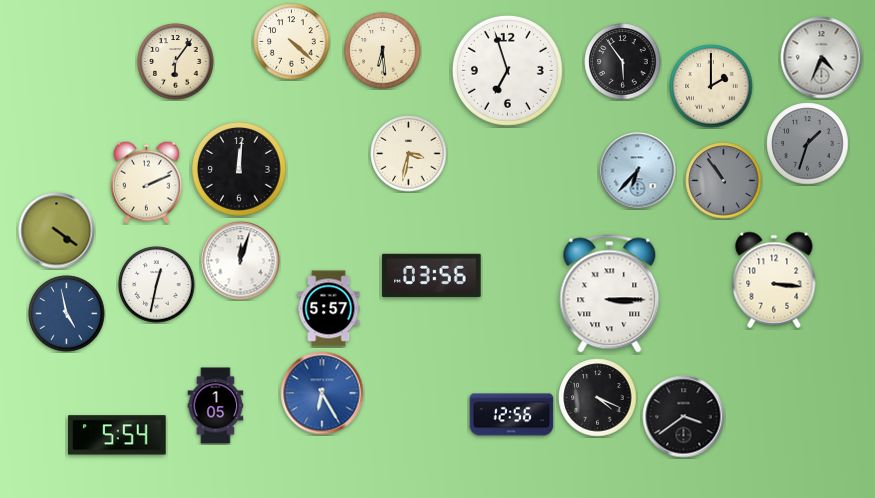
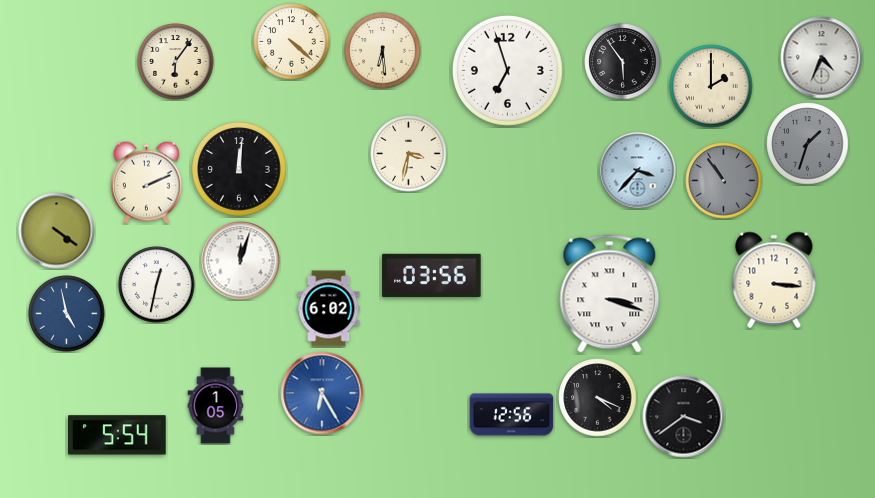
clock at (638, 171): 6:37 -> 3:37
clock at (610, 294): 3:15 -> 3:18
clock at (329, 309): 5:57 -> 6:02
